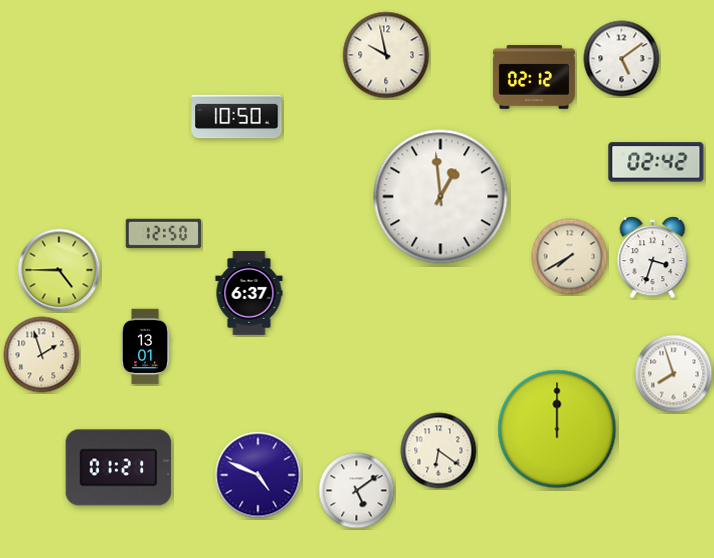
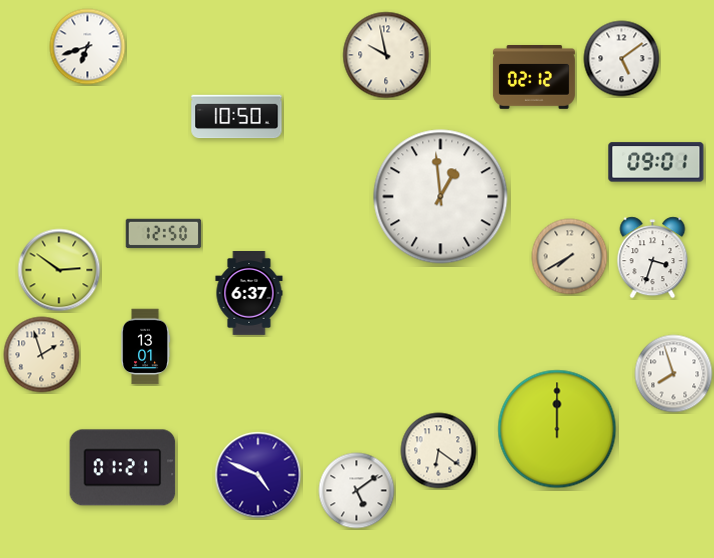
clock at (88, 47): none -> 6:42
clock at (656, 162): 02:42 -> 09:01
clock at (59, 270): 4:45 -> 2:51
clock at (119, 468) position: (119, 468) -> (123, 468)
